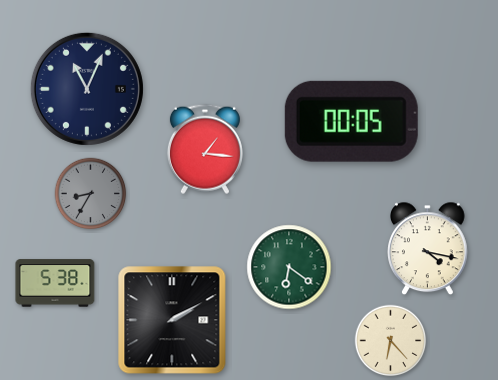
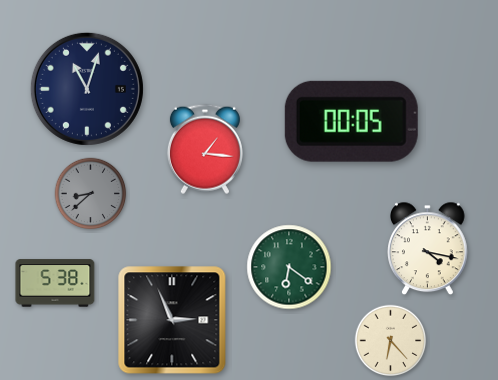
clock at (87, 89): 11:04 -> 11:03
clock at (91, 194): 8:35 -> 8:38
clock at (172, 320): 2:10 -> 2:56
